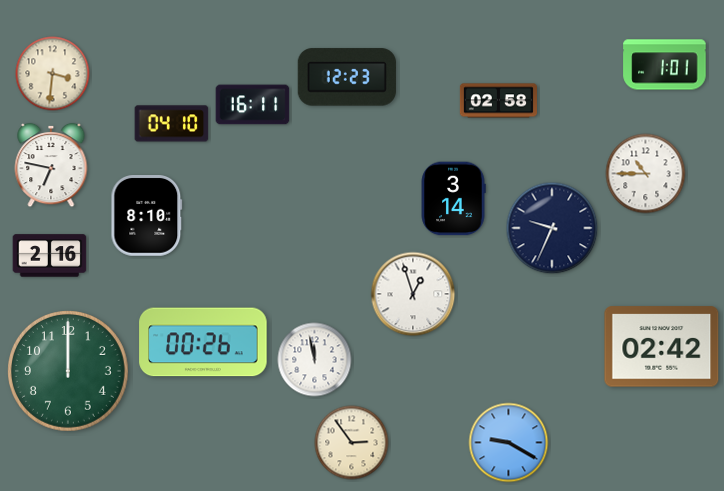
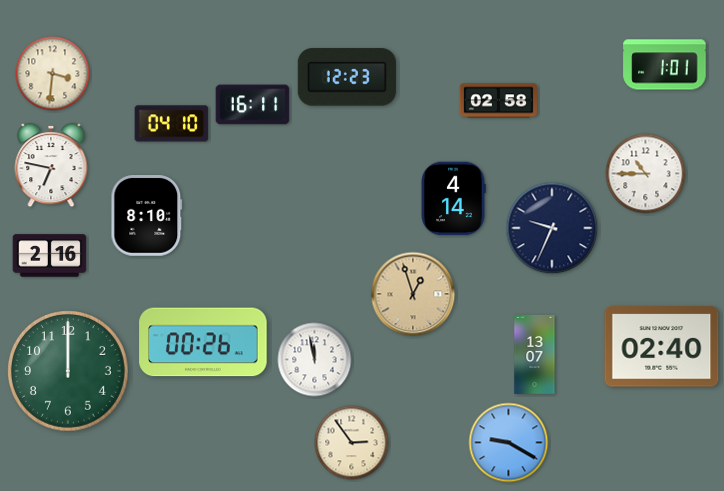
clock at (453, 199): 3:14 -> 4:14
clock at (413, 294) dial: white -> champagne
clock at (662, 347): 02:42 -> 02:40
clock at (535, 354): none -> 13:07
